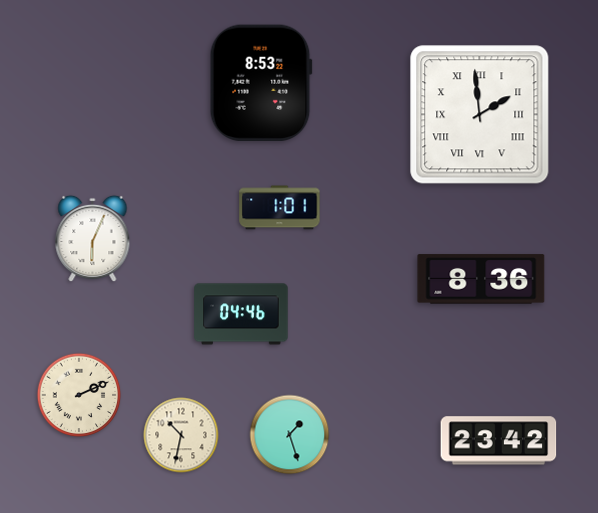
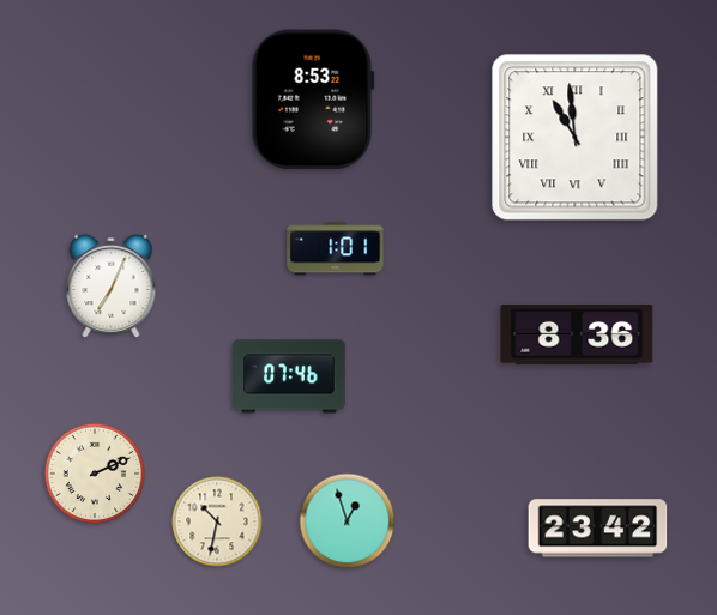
clock at (480, 115): 1:59 -> 10:59
clock at (93, 239): 6:04 -> 7:04
clock at (241, 314): 04:46 -> 07:46
clock at (290, 435): 1:27 -> 12:57
